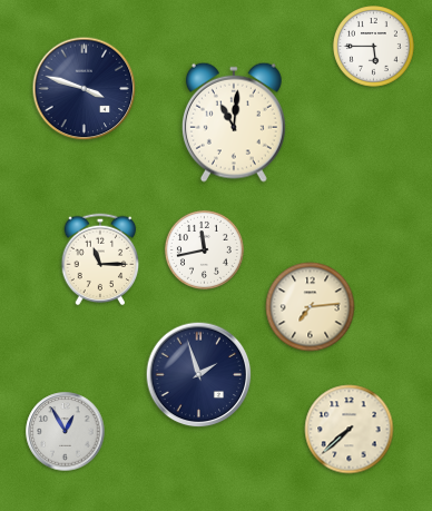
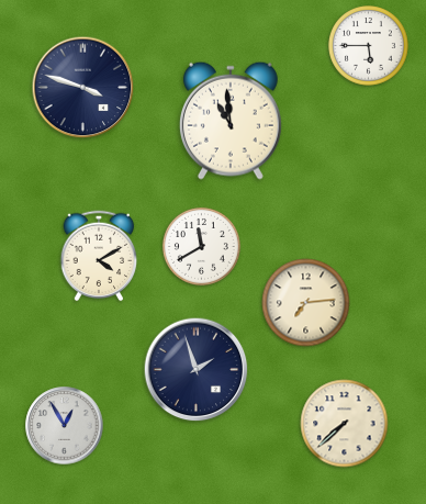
clock at (234, 122): 11:01 -> 10:59
clock at (204, 249): 11:43 -> 11:40
clock at (100, 259): 11:15 -> 4:10
